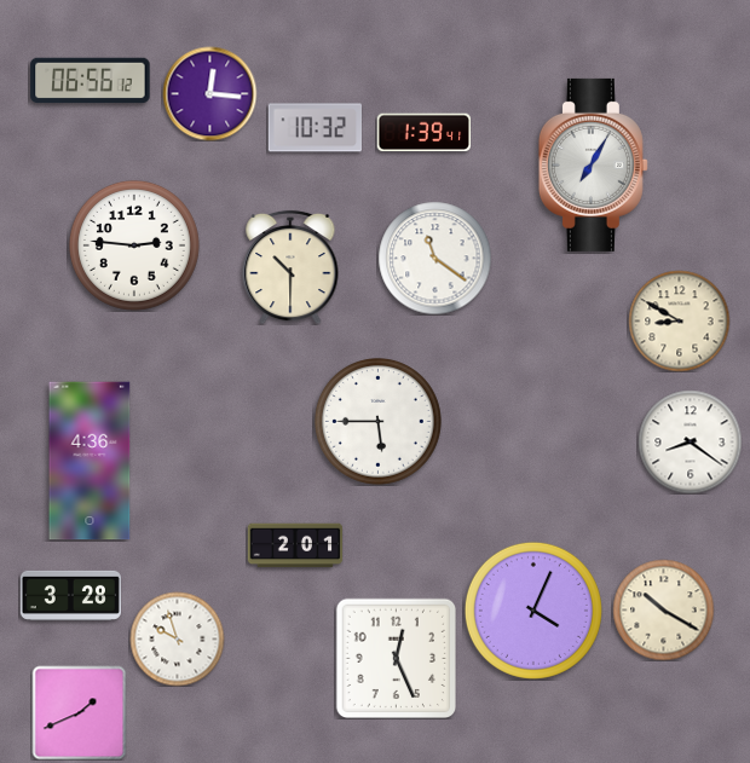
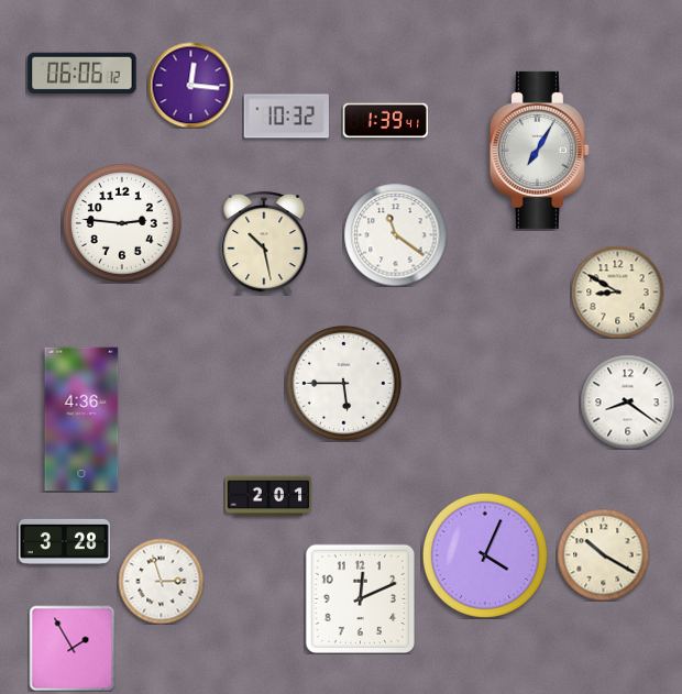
clock at (91, 81): 06:56 -> 06:06
clock at (290, 267): 10:30 -> 10:28
clock at (177, 638): 9:57 -> 2:57
clock at (396, 658): 12:26 -> 12:11
clock at (79, 712): 1:41 -> 1:55
